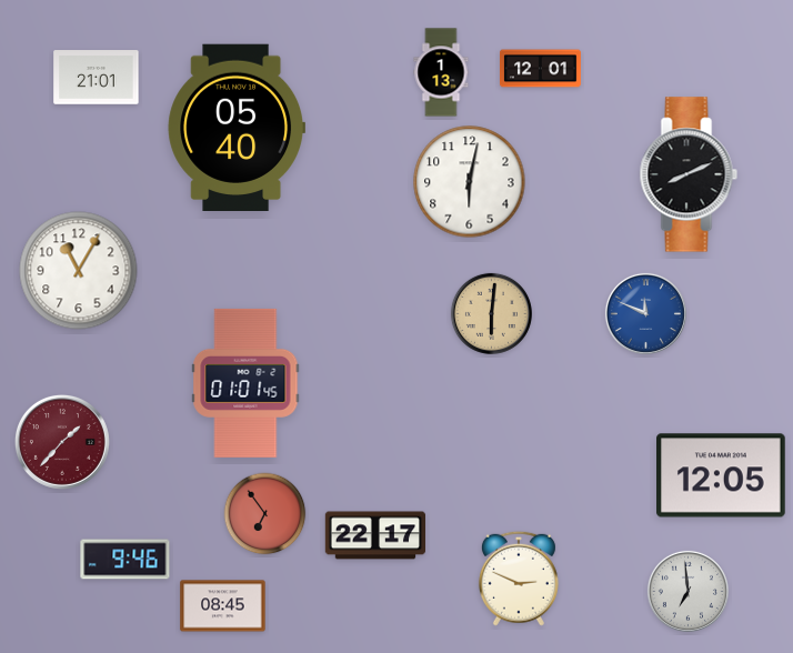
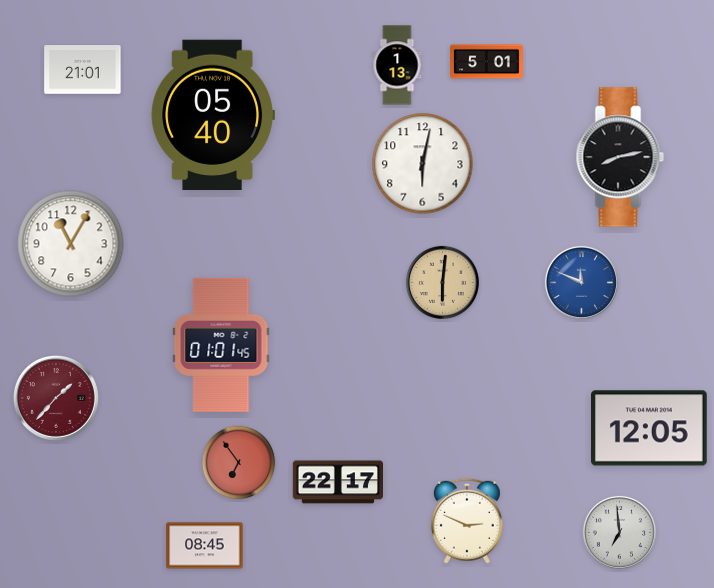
clock at (541, 69): 12:01 -> 5:01
clock at (97, 78) position: (97, 78) -> (83, 70)
clock at (689, 174): 8:11 -> 8:13
clock at (126, 560): 9:46 -> none
clock at (223, 606) position: (223, 606) -> (205, 546)
